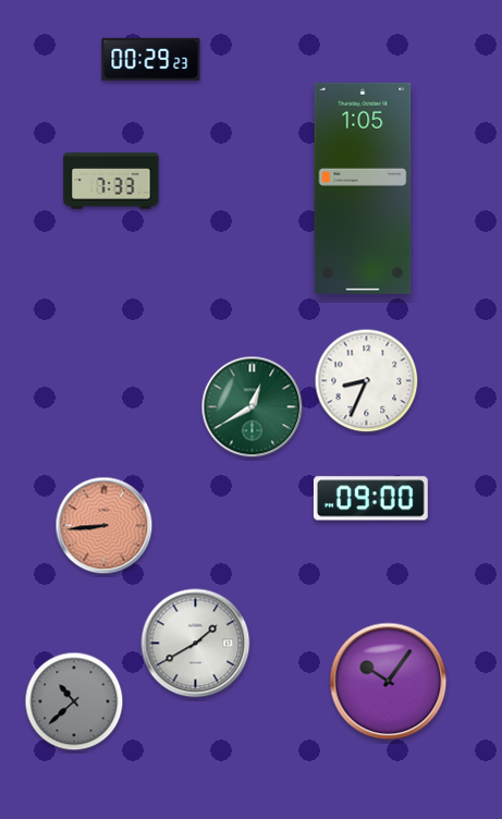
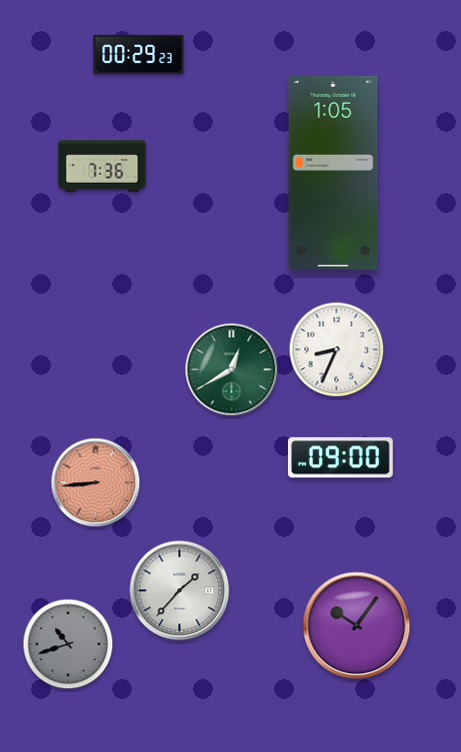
clock at (111, 181): 7:33 -> 7:36
clock at (253, 407) position: (253, 407) -> (232, 370)
clock at (196, 644): 1:40 -> 1:37
clock at (74, 701): 10:38 -> 10:42
